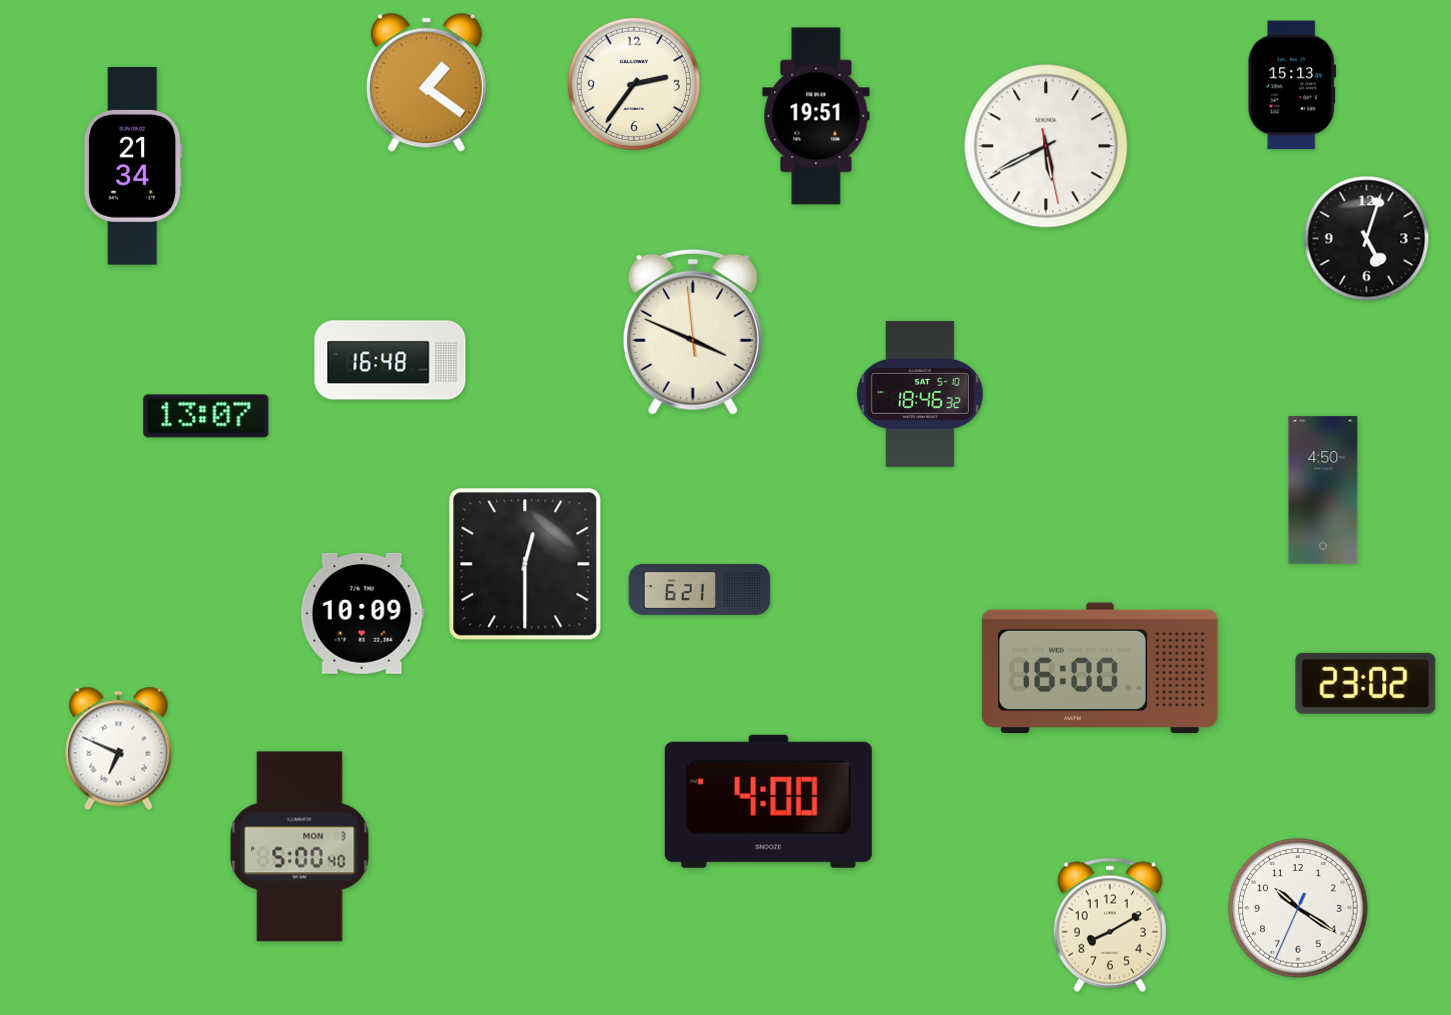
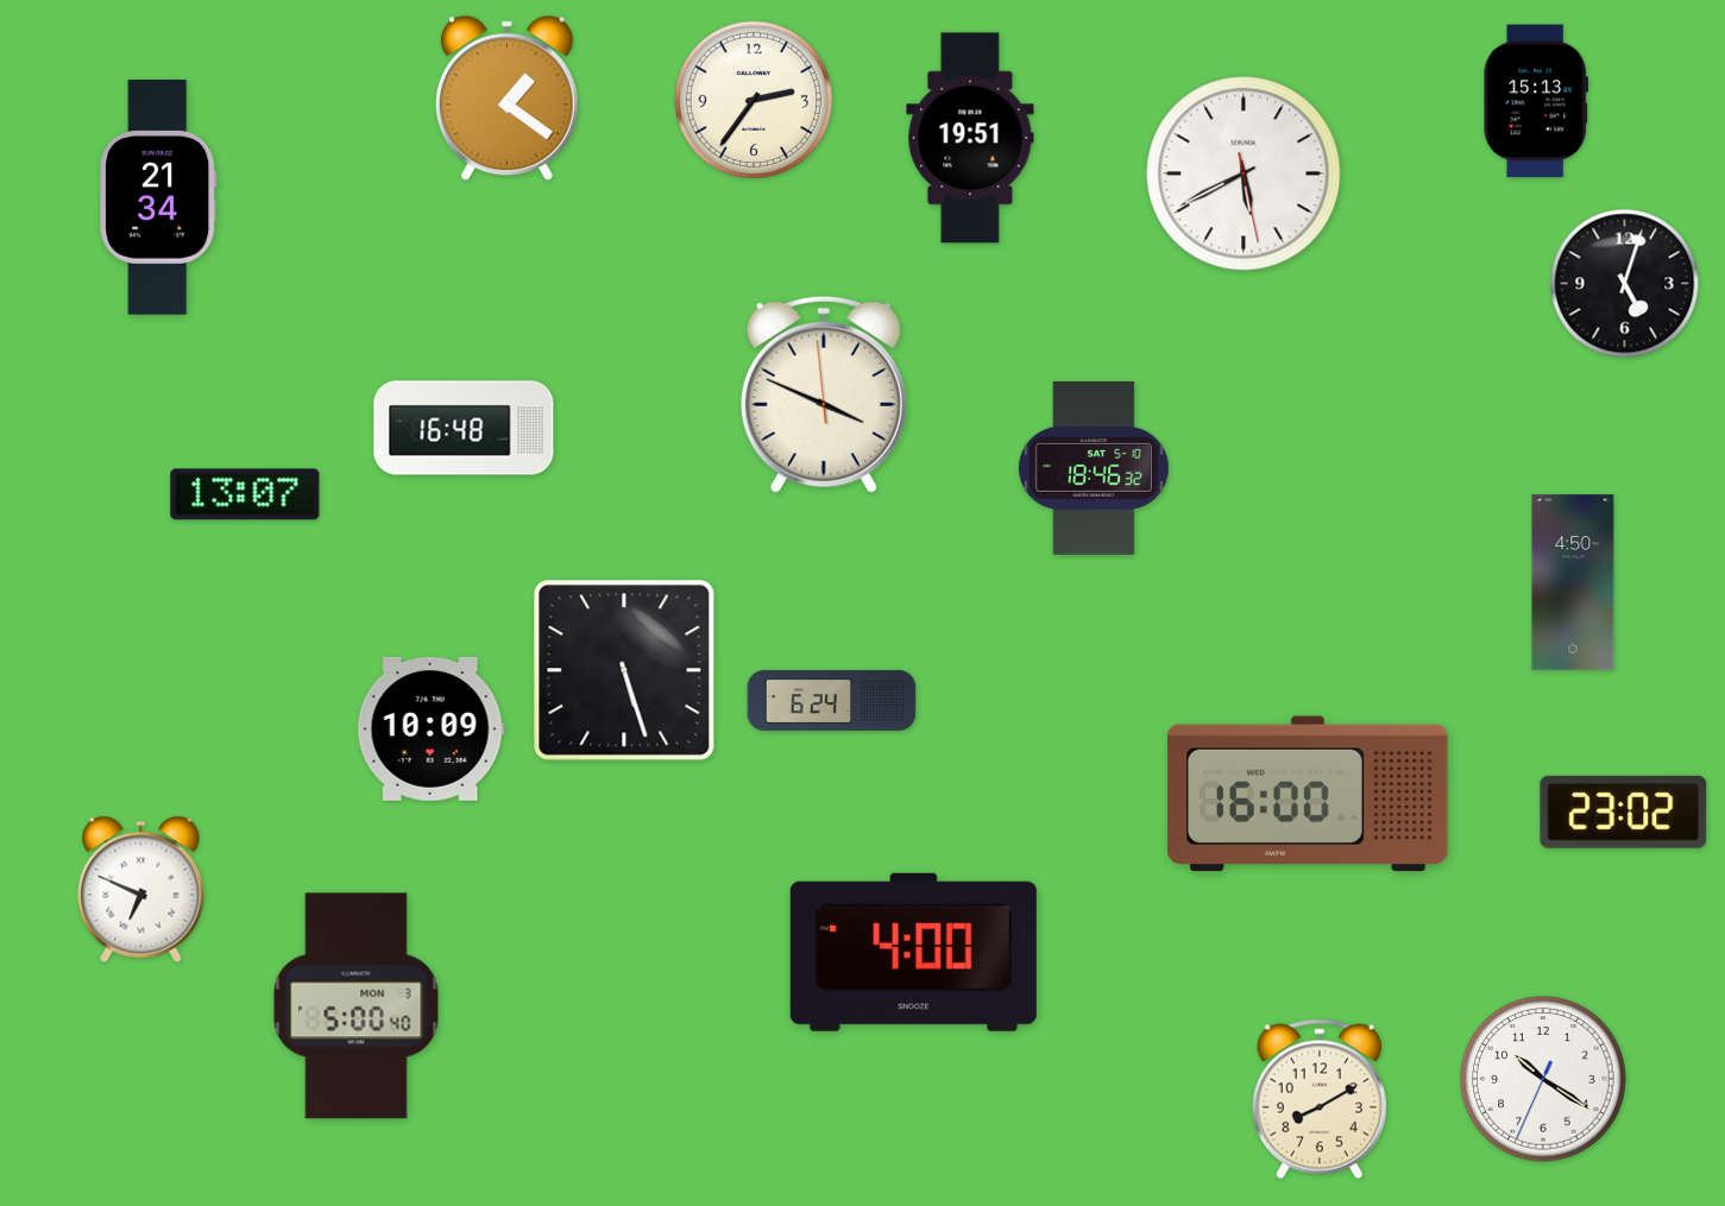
clock at (525, 564): 12:30 -> 5:27
clock at (700, 589): 6:21 -> 6:24
